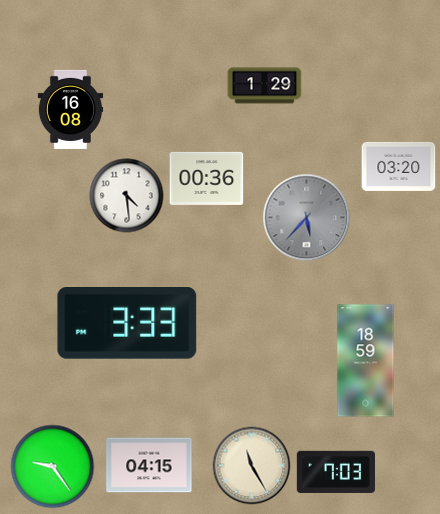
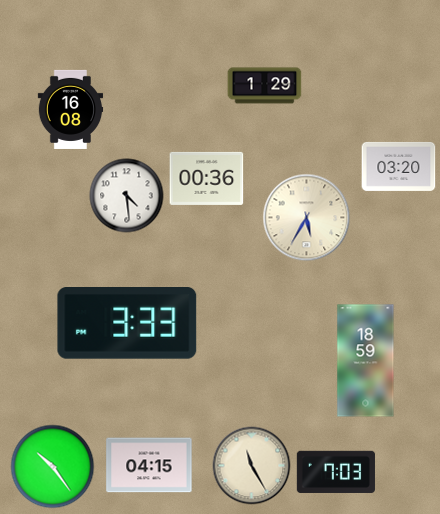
clock at (307, 218): 5:37 -> 5:35
clock at (307, 218) dial: grey -> cream
clock at (53, 467): 9:24 -> 10:24
